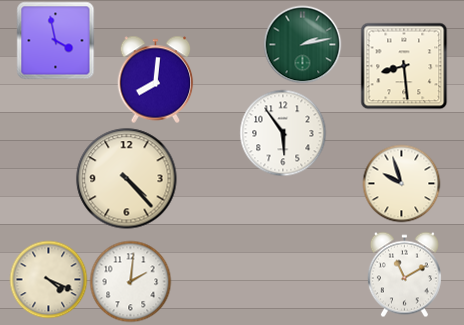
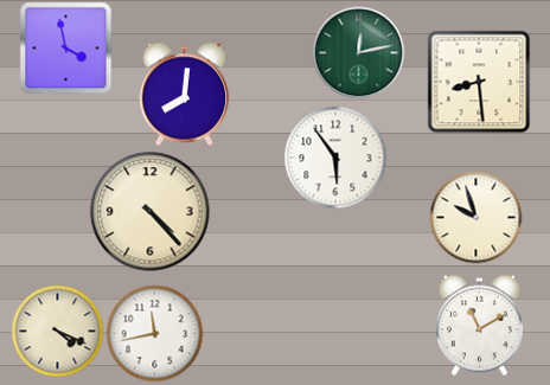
clock at (302, 44): 2:13 -> 12:13
clock at (404, 66) position: (404, 66) -> (479, 82)
clock at (130, 281): 2:01 -> 11:43
